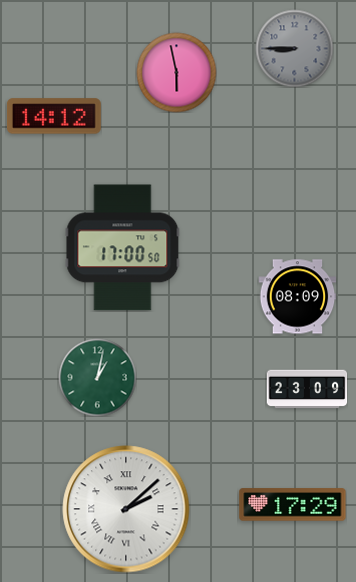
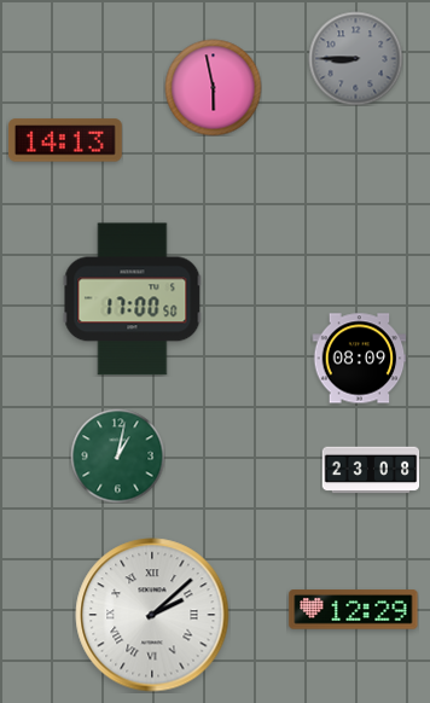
clock at (54, 116): 14:12 -> 14:13
clock at (123, 248) position: (123, 248) -> (133, 300)
clock at (307, 389): 23:09 -> 23:08
clock at (293, 505): 17:29 -> 12:29
